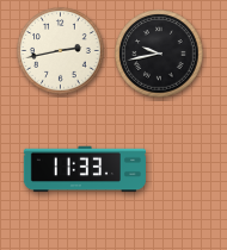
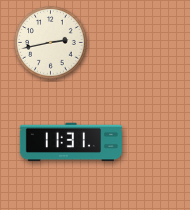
clock at (159, 54): 9:43 -> none
clock at (85, 169): 11:33 -> 11:31
